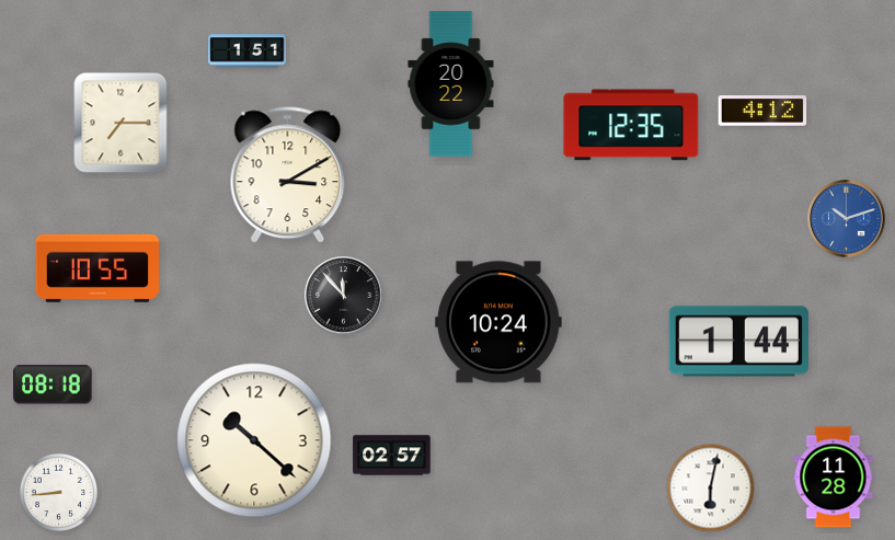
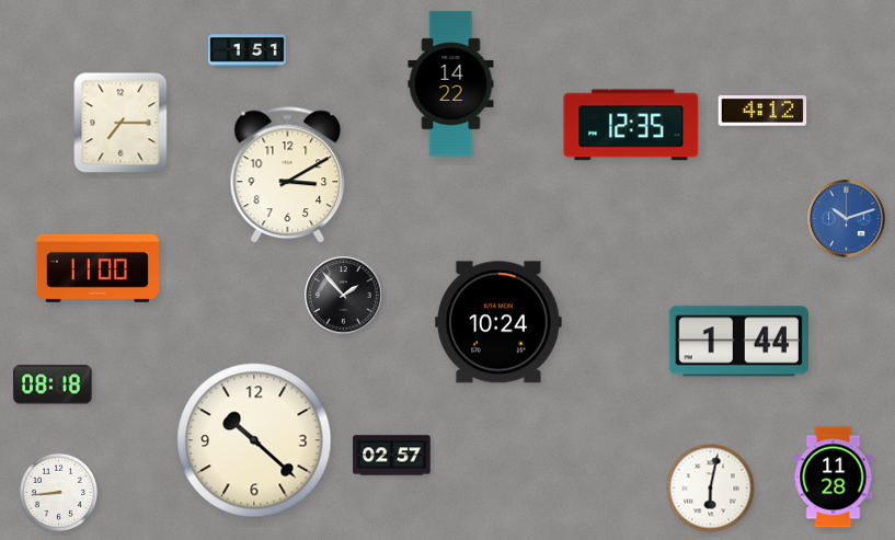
clock at (451, 84): 20:22 -> 14:22
clock at (96, 268): 10:55 -> 11:00
clock at (344, 296): 11:53 -> 1:53
